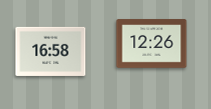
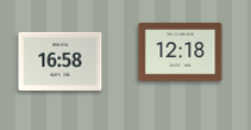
clock at (152, 44): 12:26 -> 12:18
